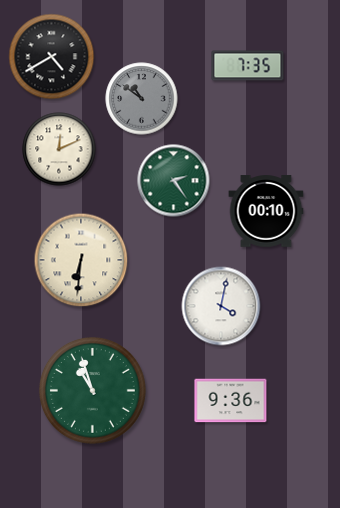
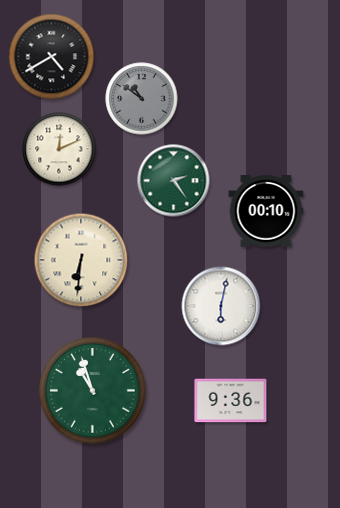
clock at (248, 66): 7:35 -> none
clock at (221, 306): 4:02 -> 6:02
